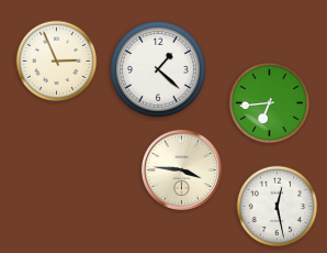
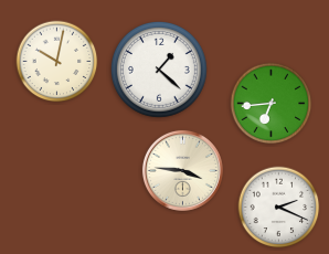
clock at (57, 62): 2:56 -> 10:02
clock at (278, 207): 12:28 -> 2:19
